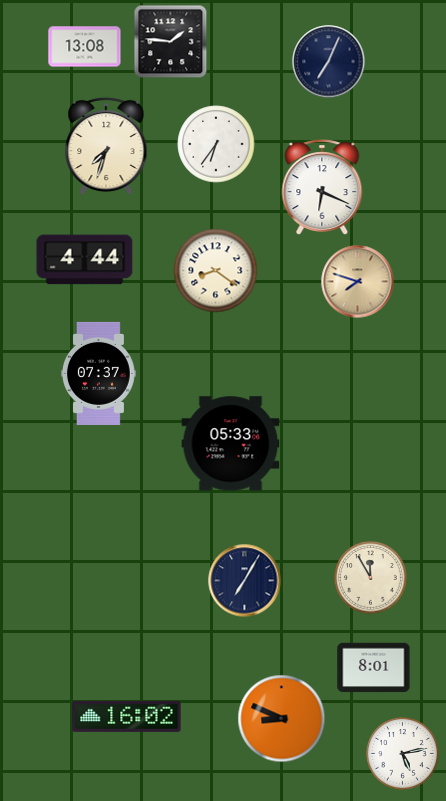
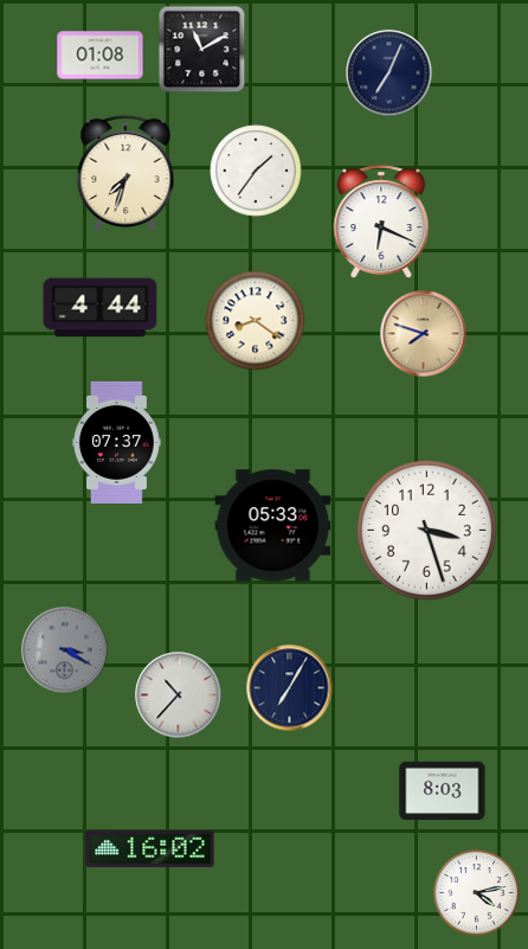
clock at (171, 42): 1:46 -> 11:10
clock at (85, 47): 13:08 -> 01:08
clock at (216, 144): 6:36 -> 1:36
clock at (426, 530): none -> 3:27
clock at (65, 650): none -> 3:20
clock at (371, 578): 11:55 -> none
clock at (179, 695): none -> 10:37
clock at (374, 668): 8:01 -> 8:03
clock at (282, 719): 8:49 -> none
clock at (403, 754): 5:13 -> 4:13
